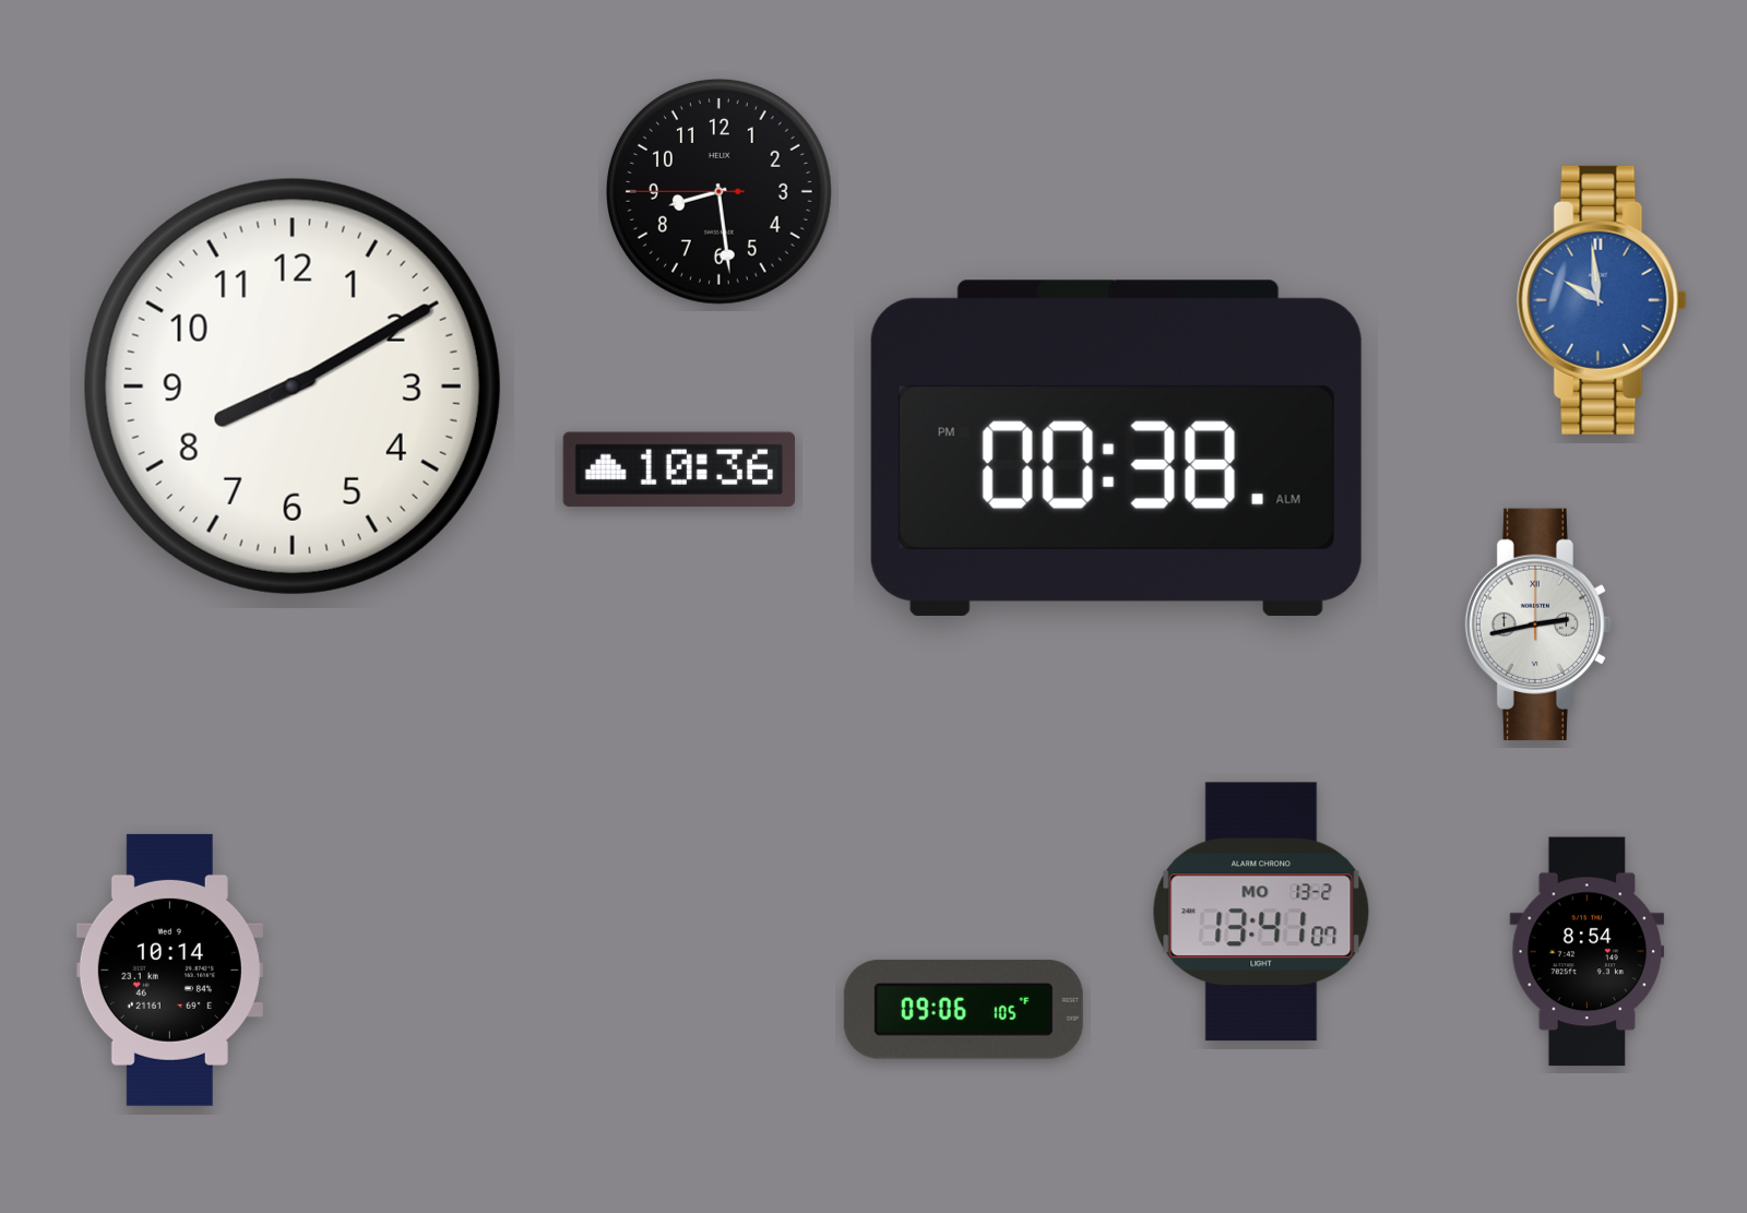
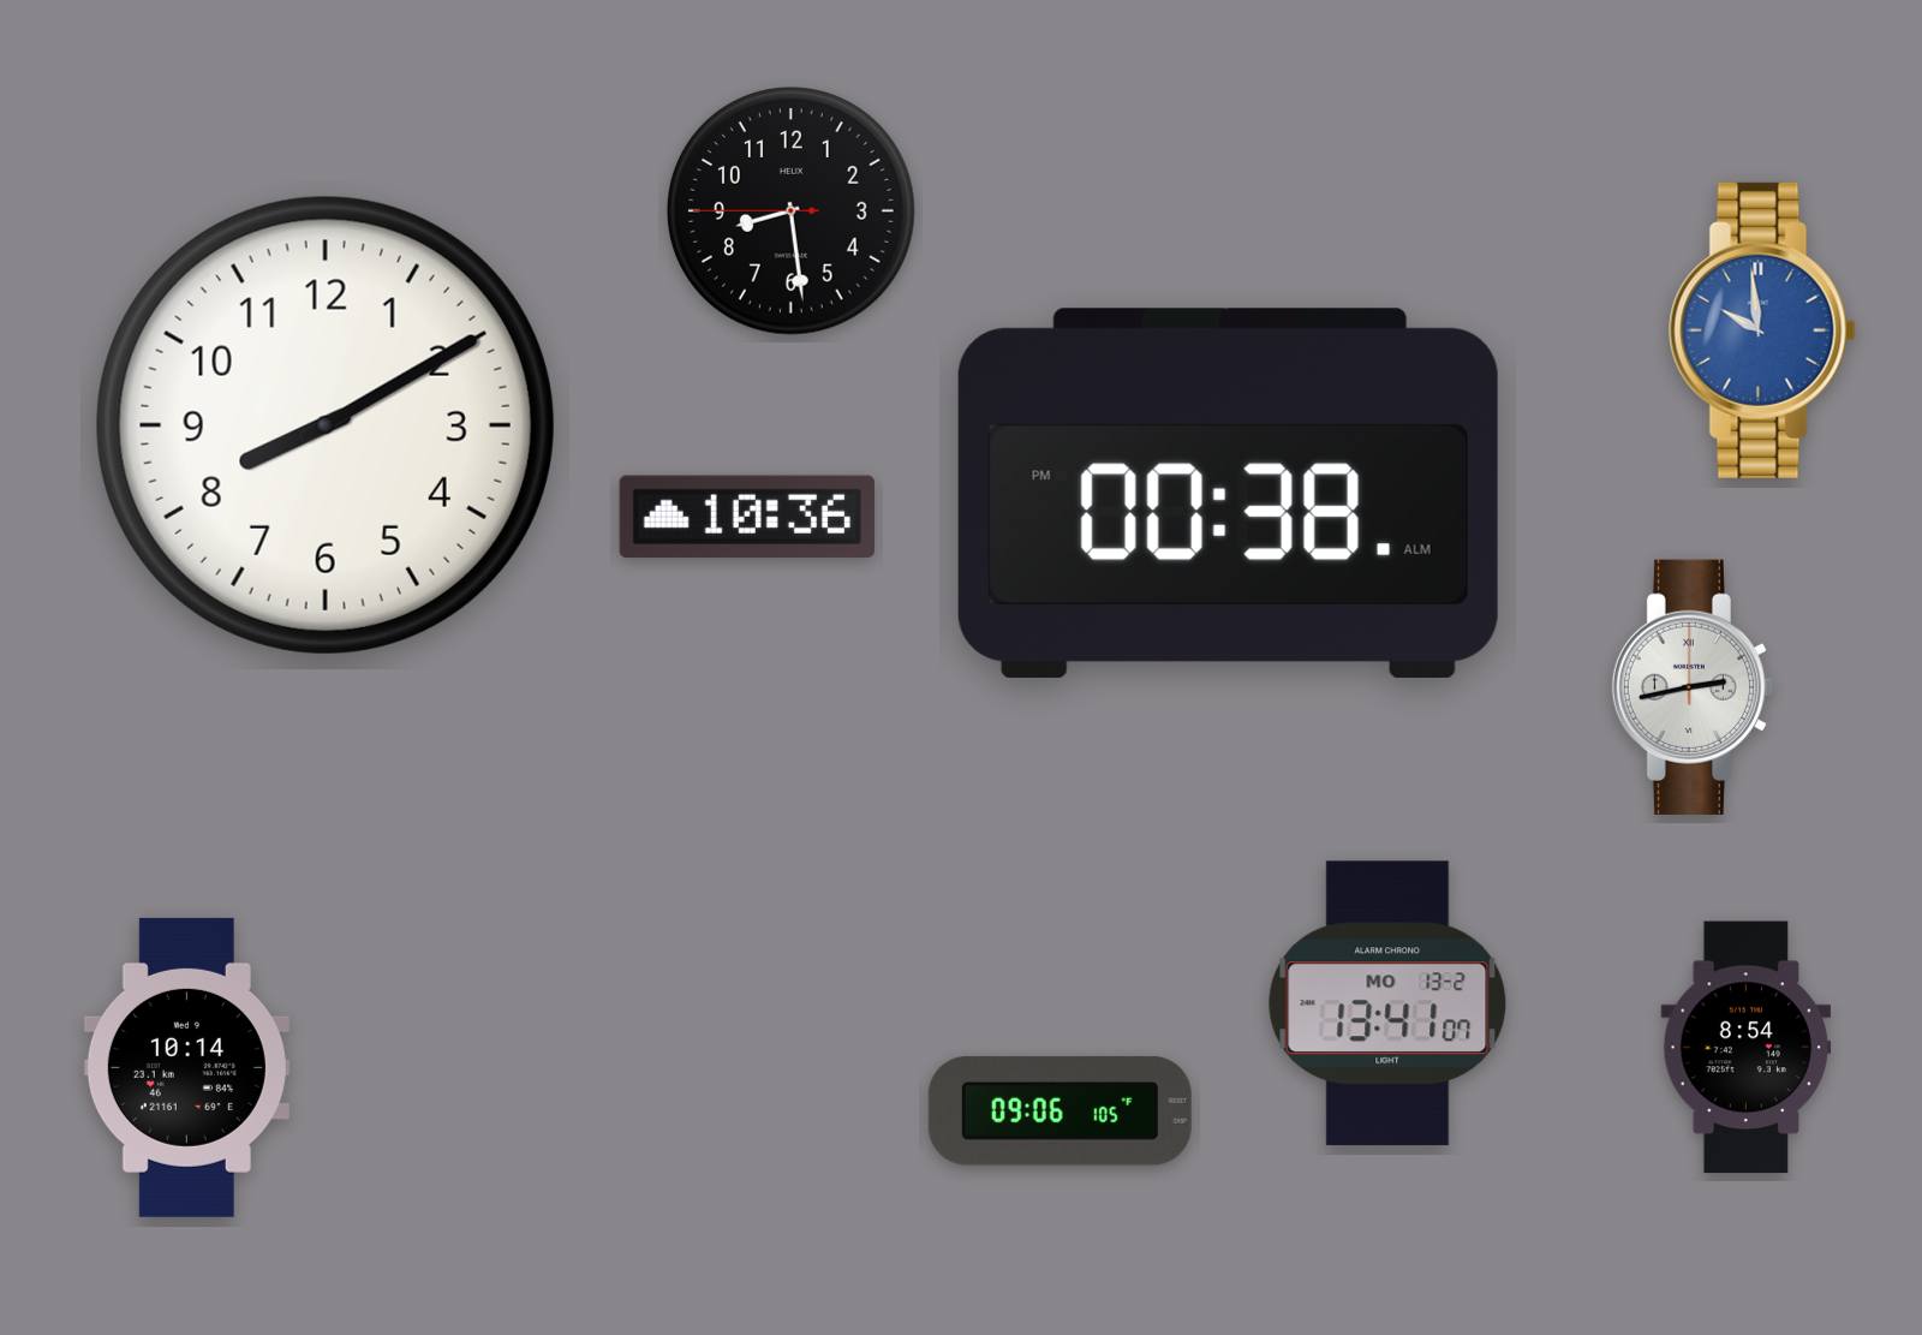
clock at (293, 387) position: (293, 387) -> (326, 425)
